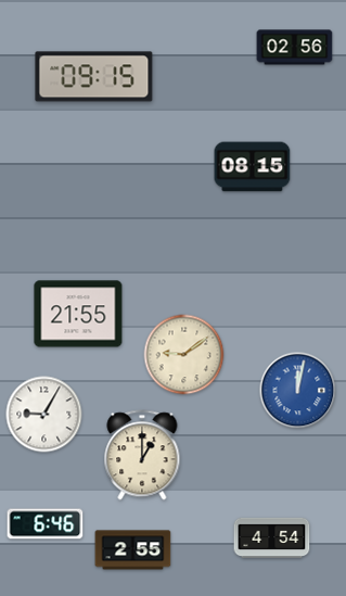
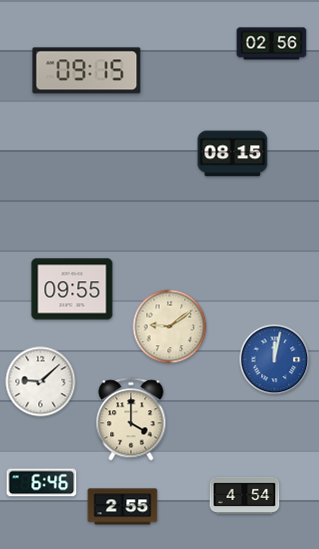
clock at (78, 314): 21:55 -> 09:55
clock at (44, 415): 9:05 -> 9:08
clock at (142, 455): 1:00 -> 4:00
clock at (272, 537) position: (272, 537) -> (245, 495)
